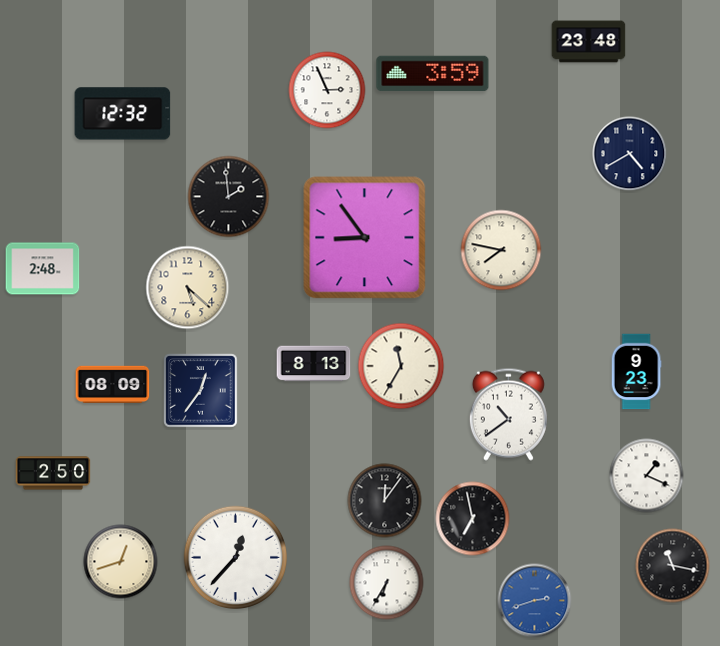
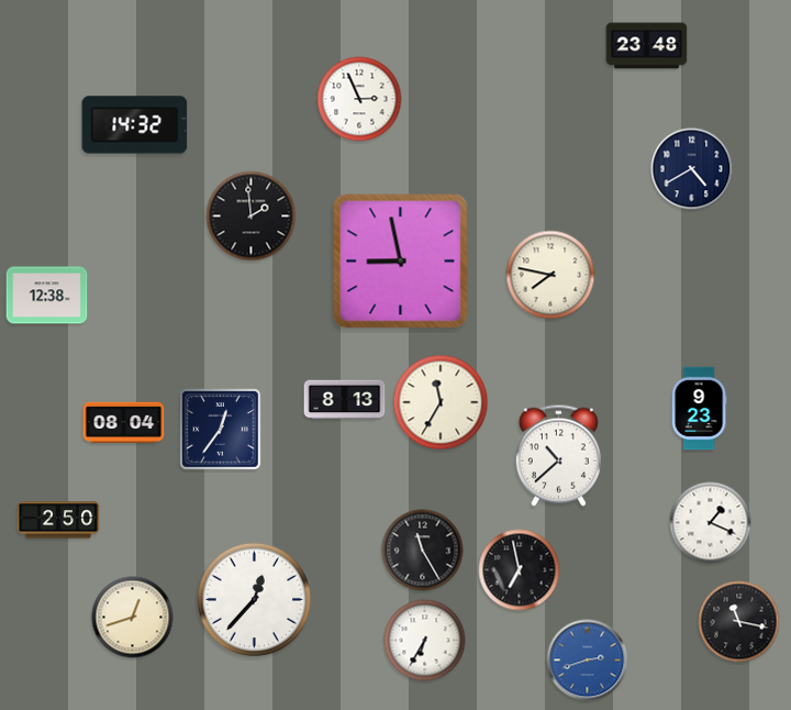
clock at (433, 74): 3:59 -> none
clock at (123, 114): 12:32 -> 14:32
clock at (365, 238): 8:54 -> 8:58
clock at (43, 269): 2:48 -> 12:38
clock at (188, 288): 5:22 -> none
clock at (113, 384): 08:09 -> 08:04
clock at (508, 414): 10:39 -> 10:38
clock at (385, 501): 12:06 -> 11:25
clock at (236, 558) position: (236, 558) -> (255, 600)
